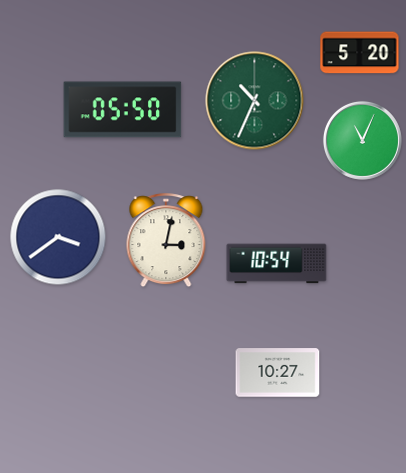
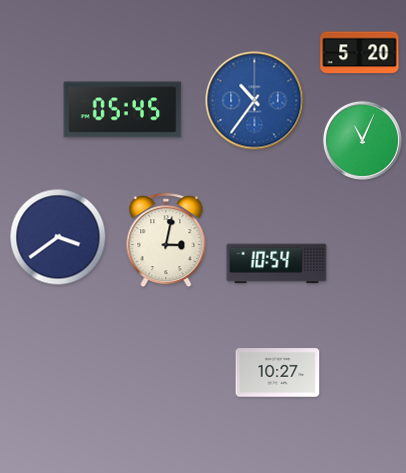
clock at (255, 101): 10:34 -> 10:36
clock at (255, 101) dial: green -> blue
clock at (123, 110): 05:50 -> 05:45
